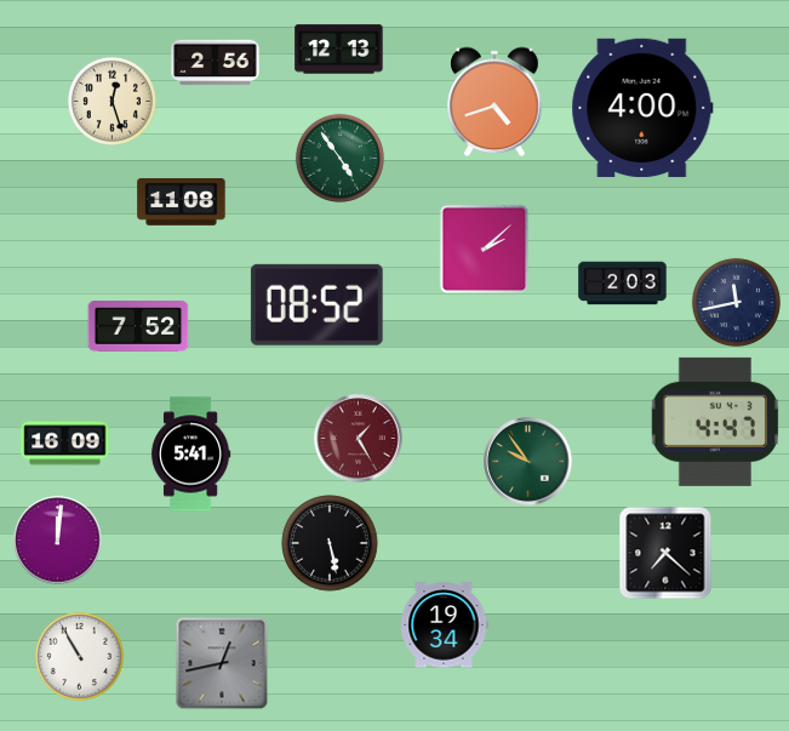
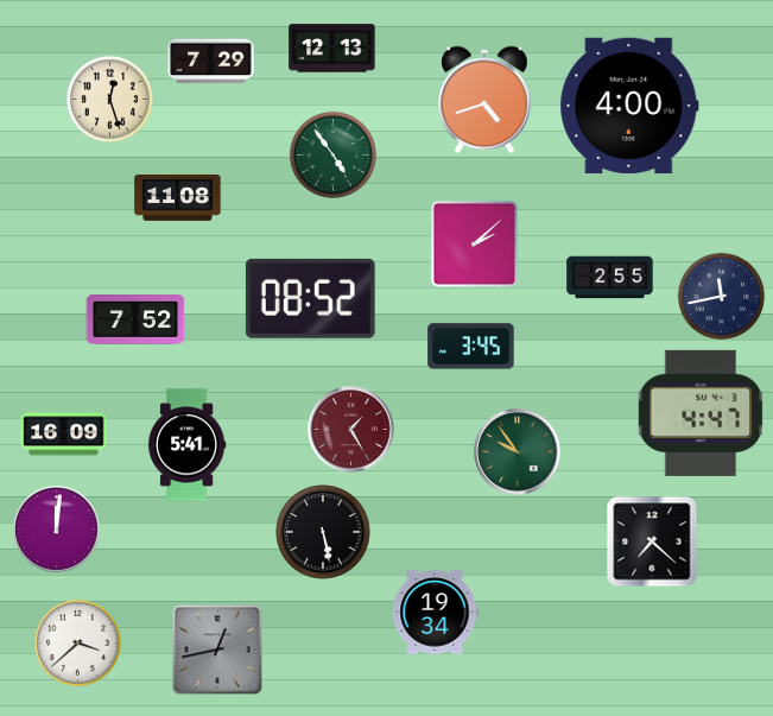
clock at (216, 63): 2:56 -> 7:29
clock at (623, 284): 2:03 -> 2:55
clock at (471, 347): none -> 3:45
clock at (79, 656): 10:55 -> 3:38
